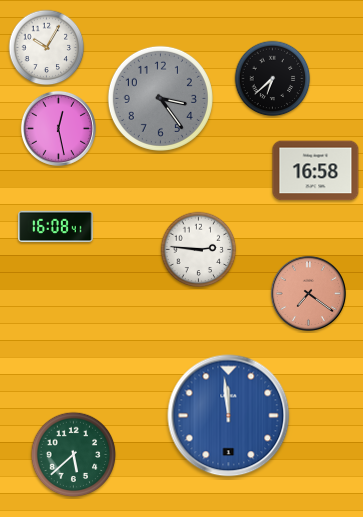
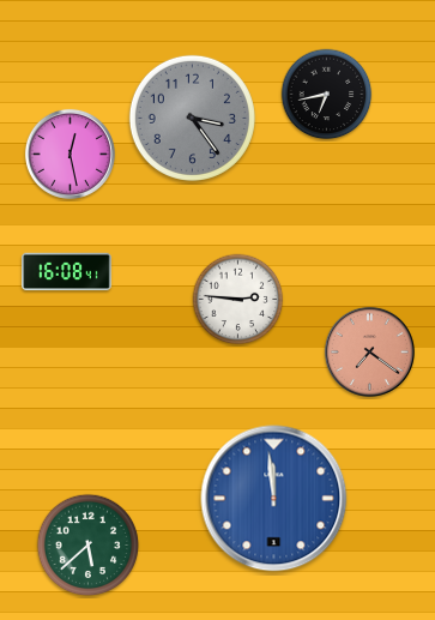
clock at (47, 48): 10:05 -> none
clock at (273, 79): 6:38 -> 6:43
clock at (316, 171): 16:58 -> none
